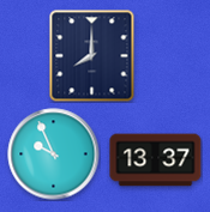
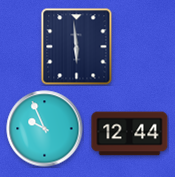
clock at (92, 56): 8:00 -> 5:59
clock at (156, 160): 13:37 -> 12:44
